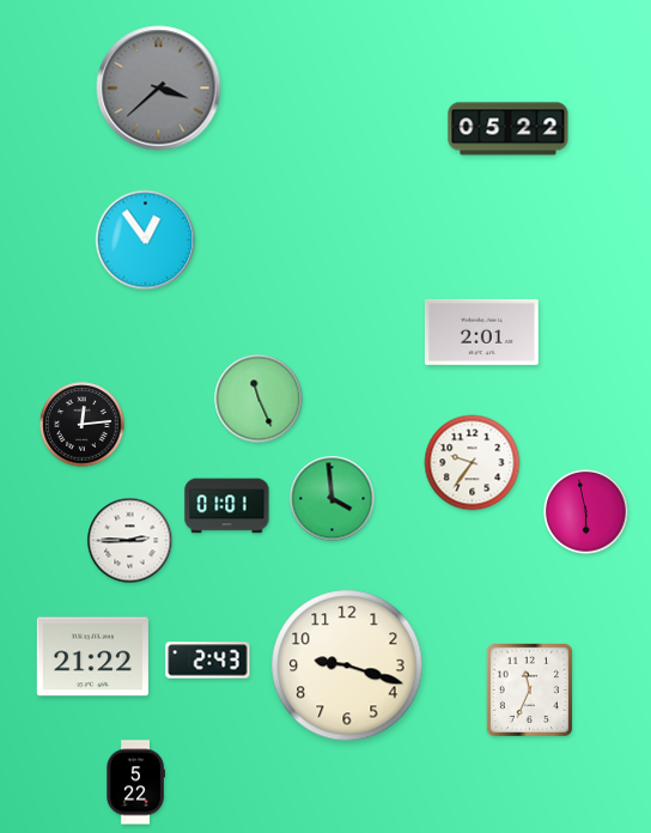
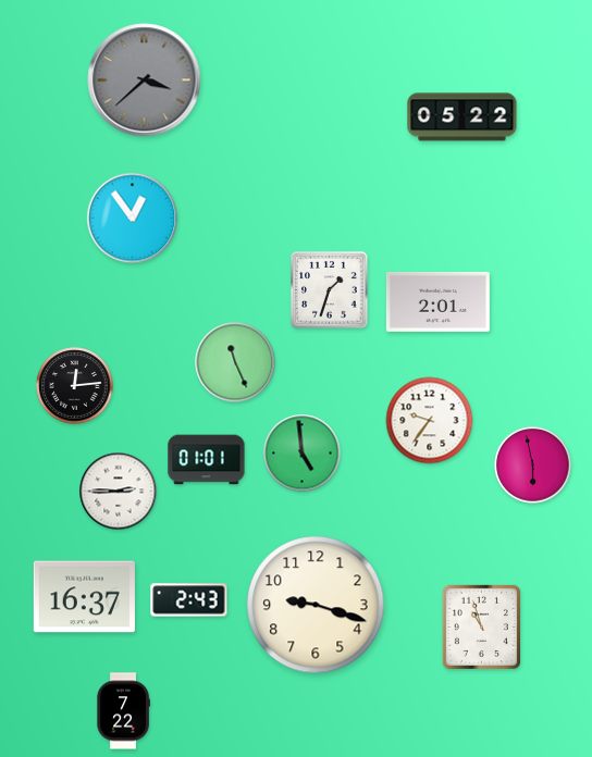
clock at (330, 290): none -> 1:33
clock at (333, 499): 3:59 -> 4:59
clock at (92, 657): 21:22 -> 16:37
clock at (529, 689): 11:34 -> 10:57
clock at (135, 783): 5:22 -> 7:22
